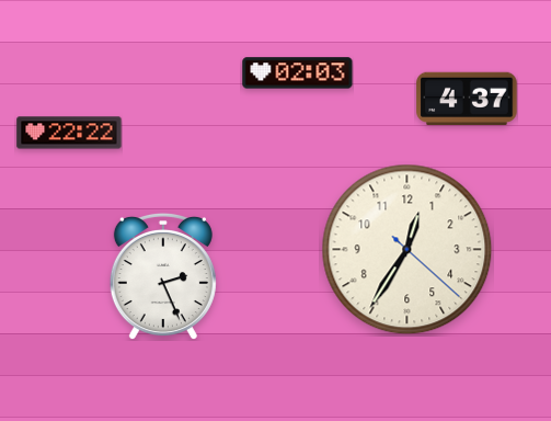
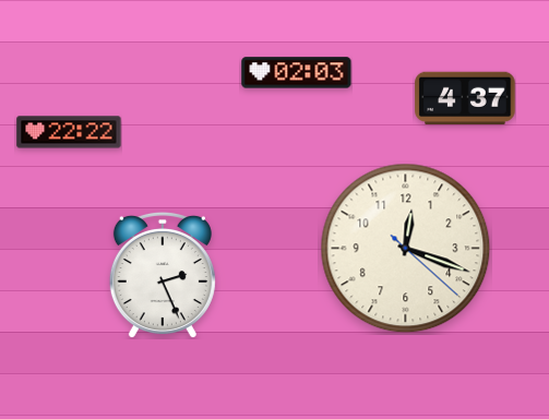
clock at (407, 250): 12:35 -> 12:18
